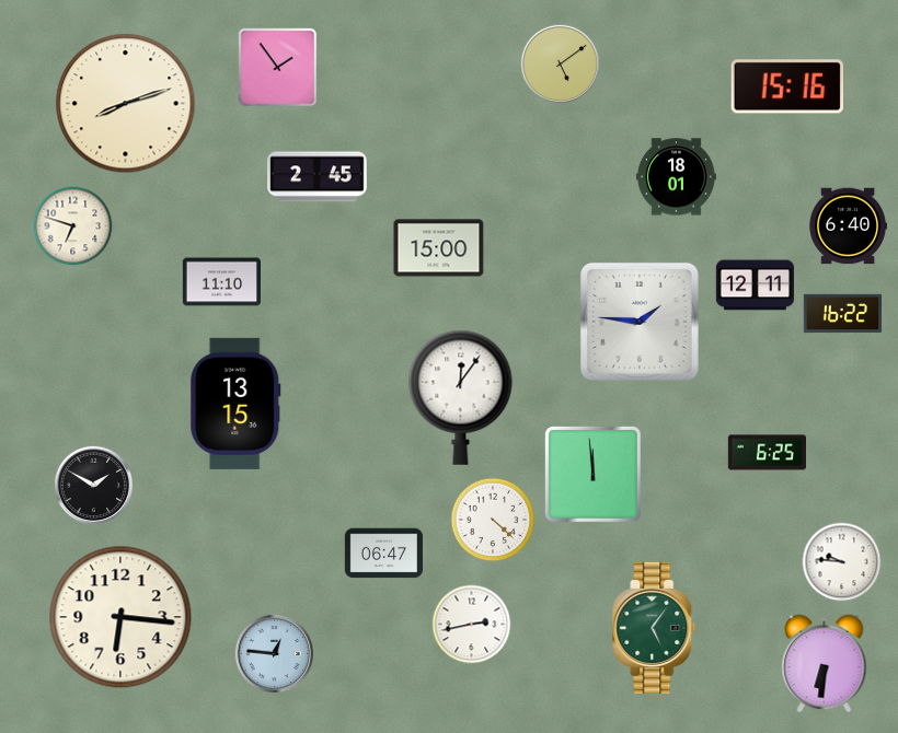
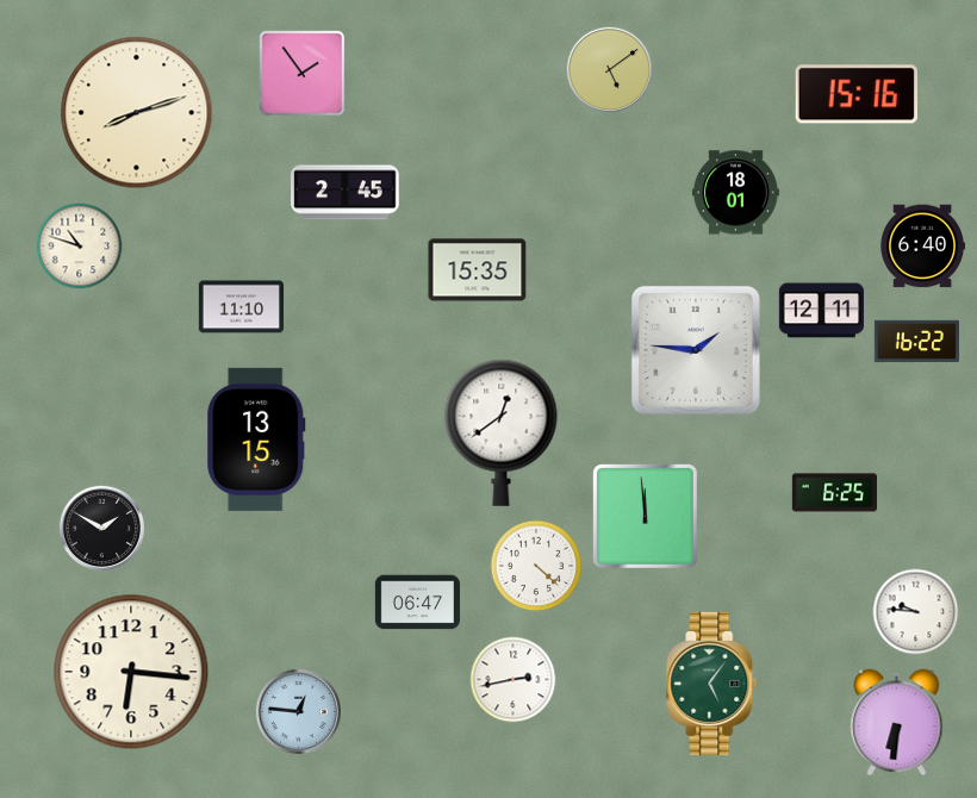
clock at (73, 226): 6:48 -> 10:48
clock at (439, 248): 15:00 -> 15:35
clock at (461, 397): 12:06 -> 12:39
